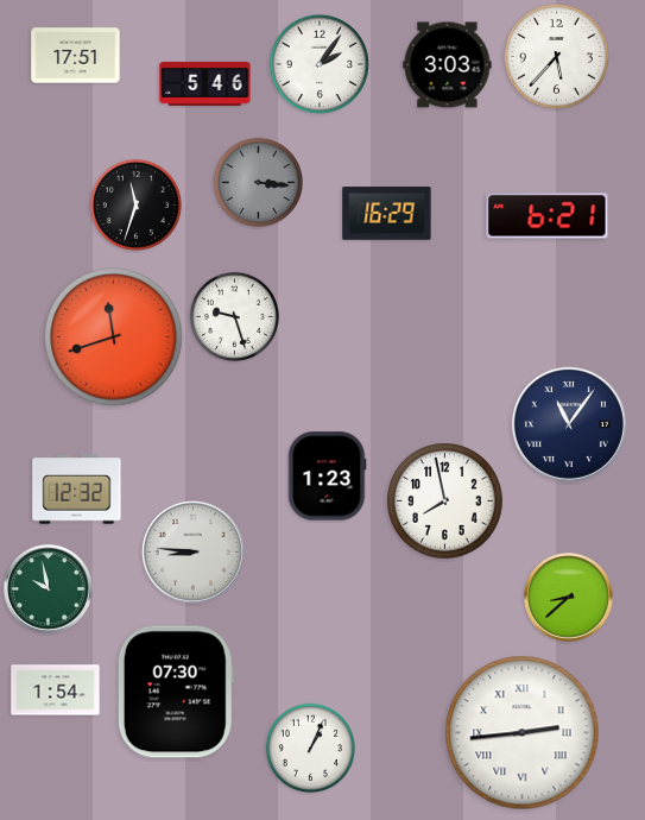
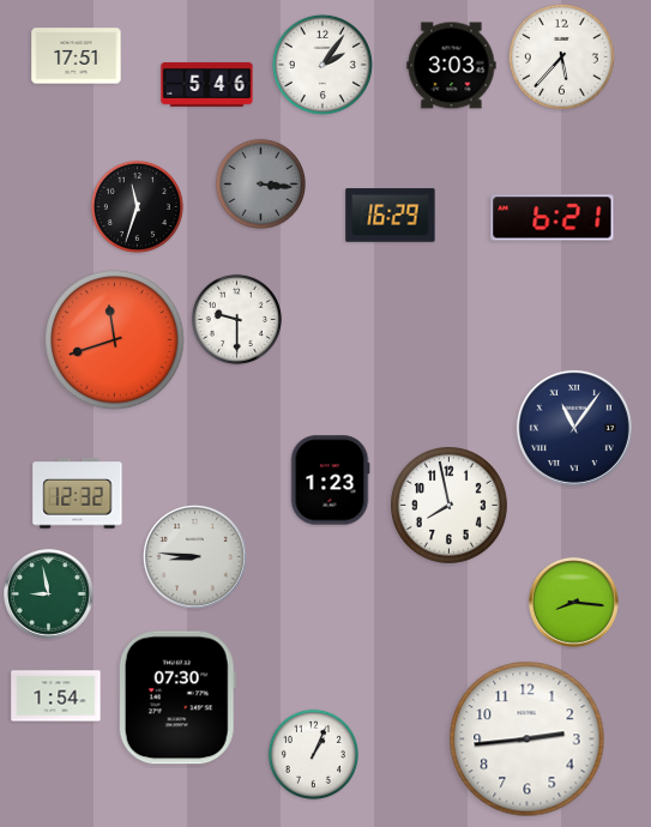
clock at (234, 316): 9:27 -> 9:30
clock at (49, 589): 9:58 -> 8:58
clock at (569, 598): 8:38 -> 8:16
clock at (523, 733) numerals: Roman -> Arabic
